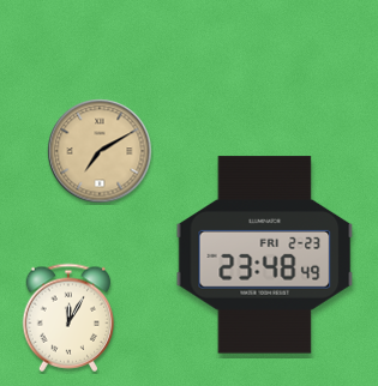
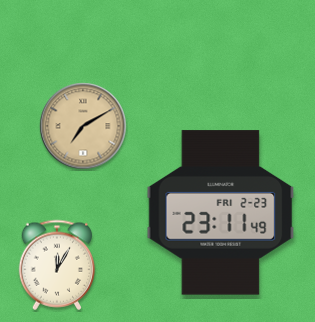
clock at (265, 255): 23:48 -> 23:11
